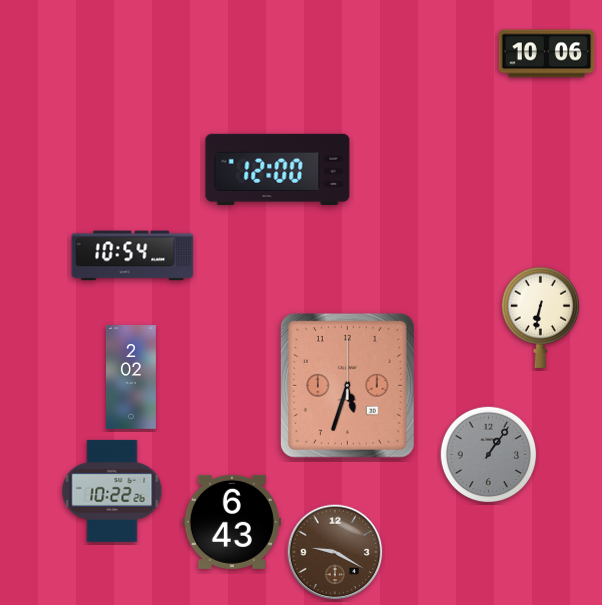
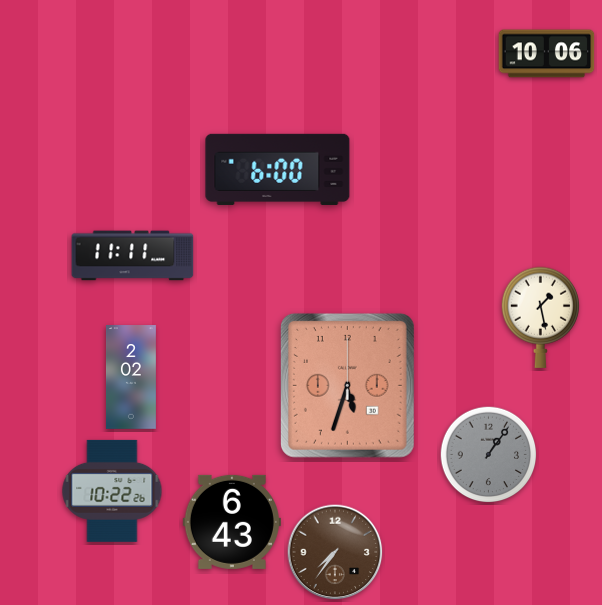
clock at (278, 169): 12:00 -> 6:00
clock at (133, 256): 10:54 -> 11:11
clock at (540, 317): 6:32 -> 1:28
clock at (335, 552): 9:20 -> 7:36
